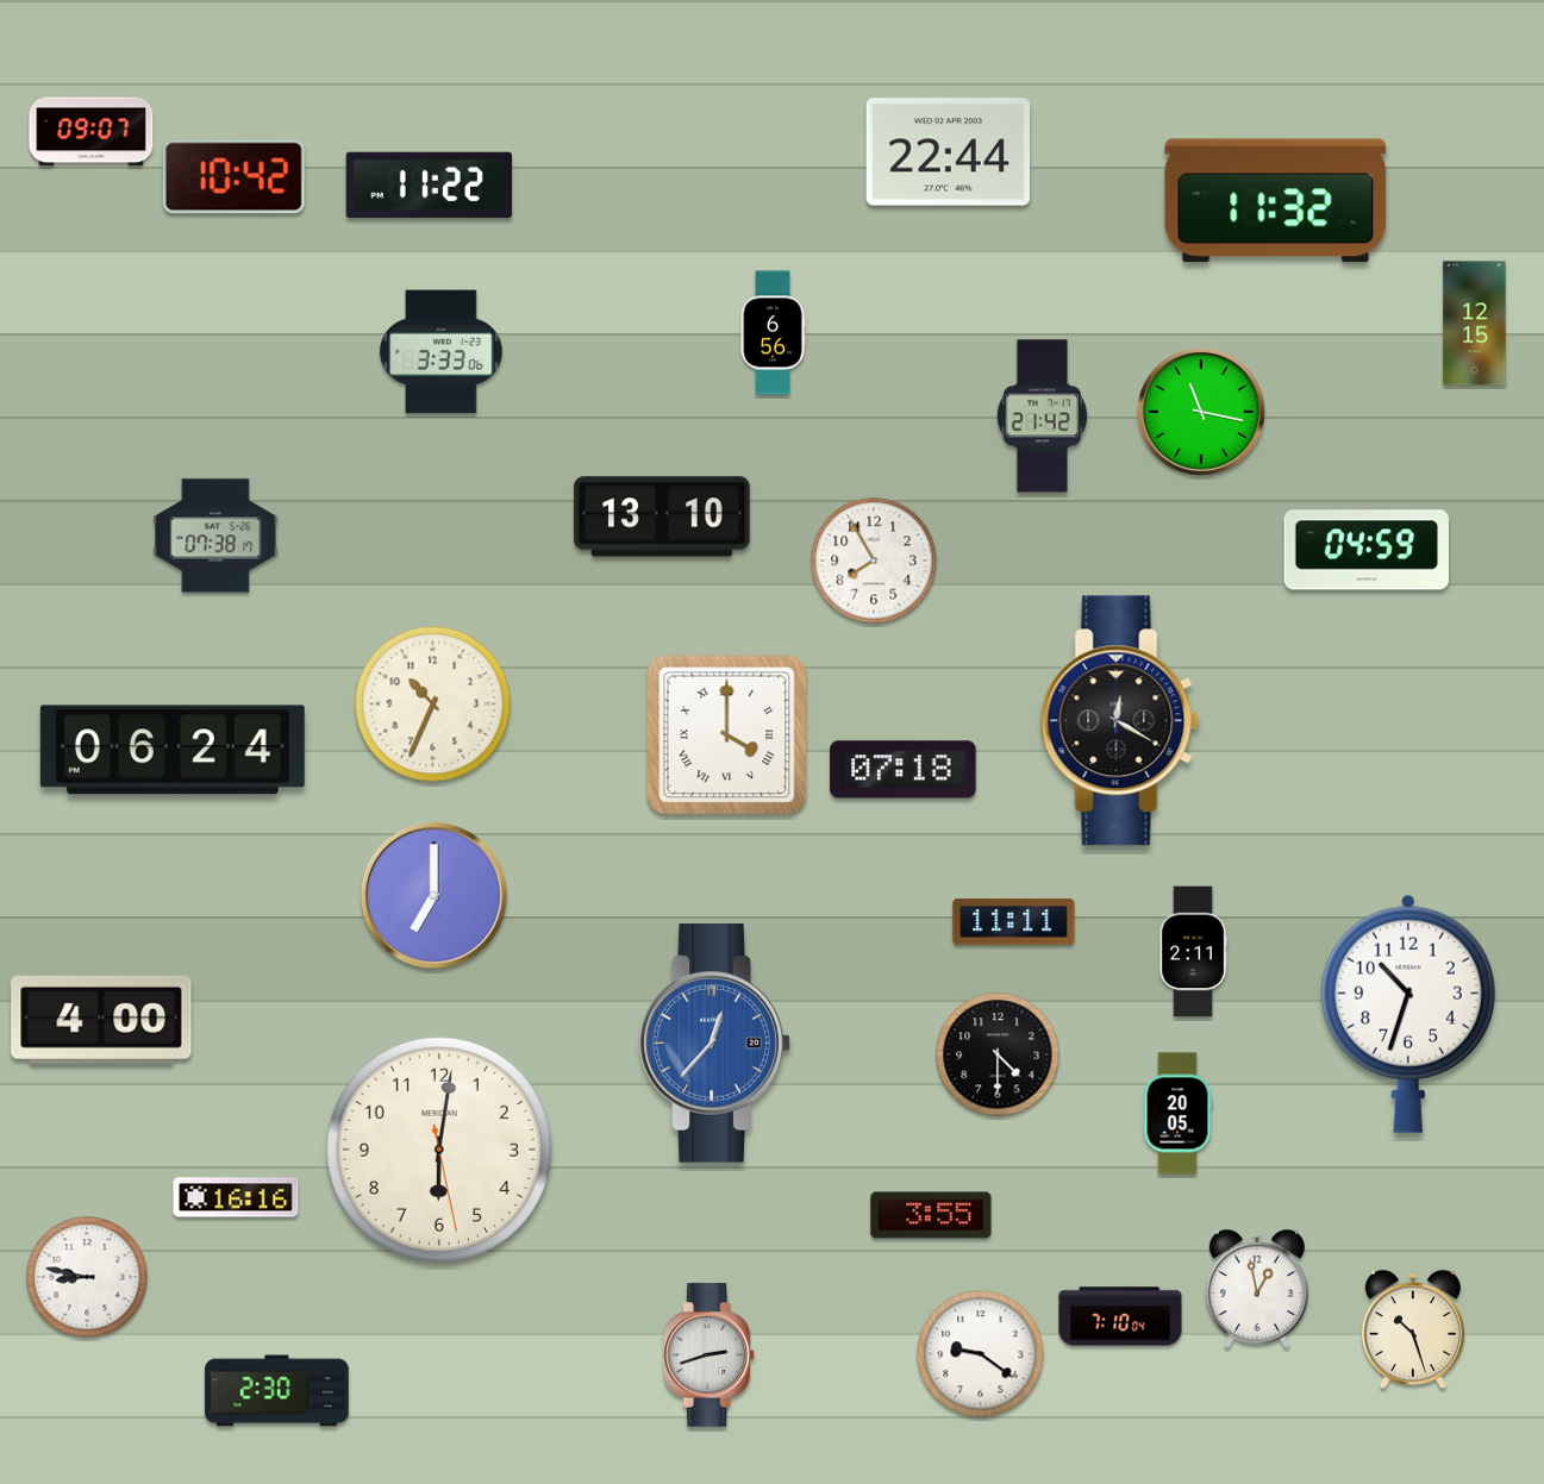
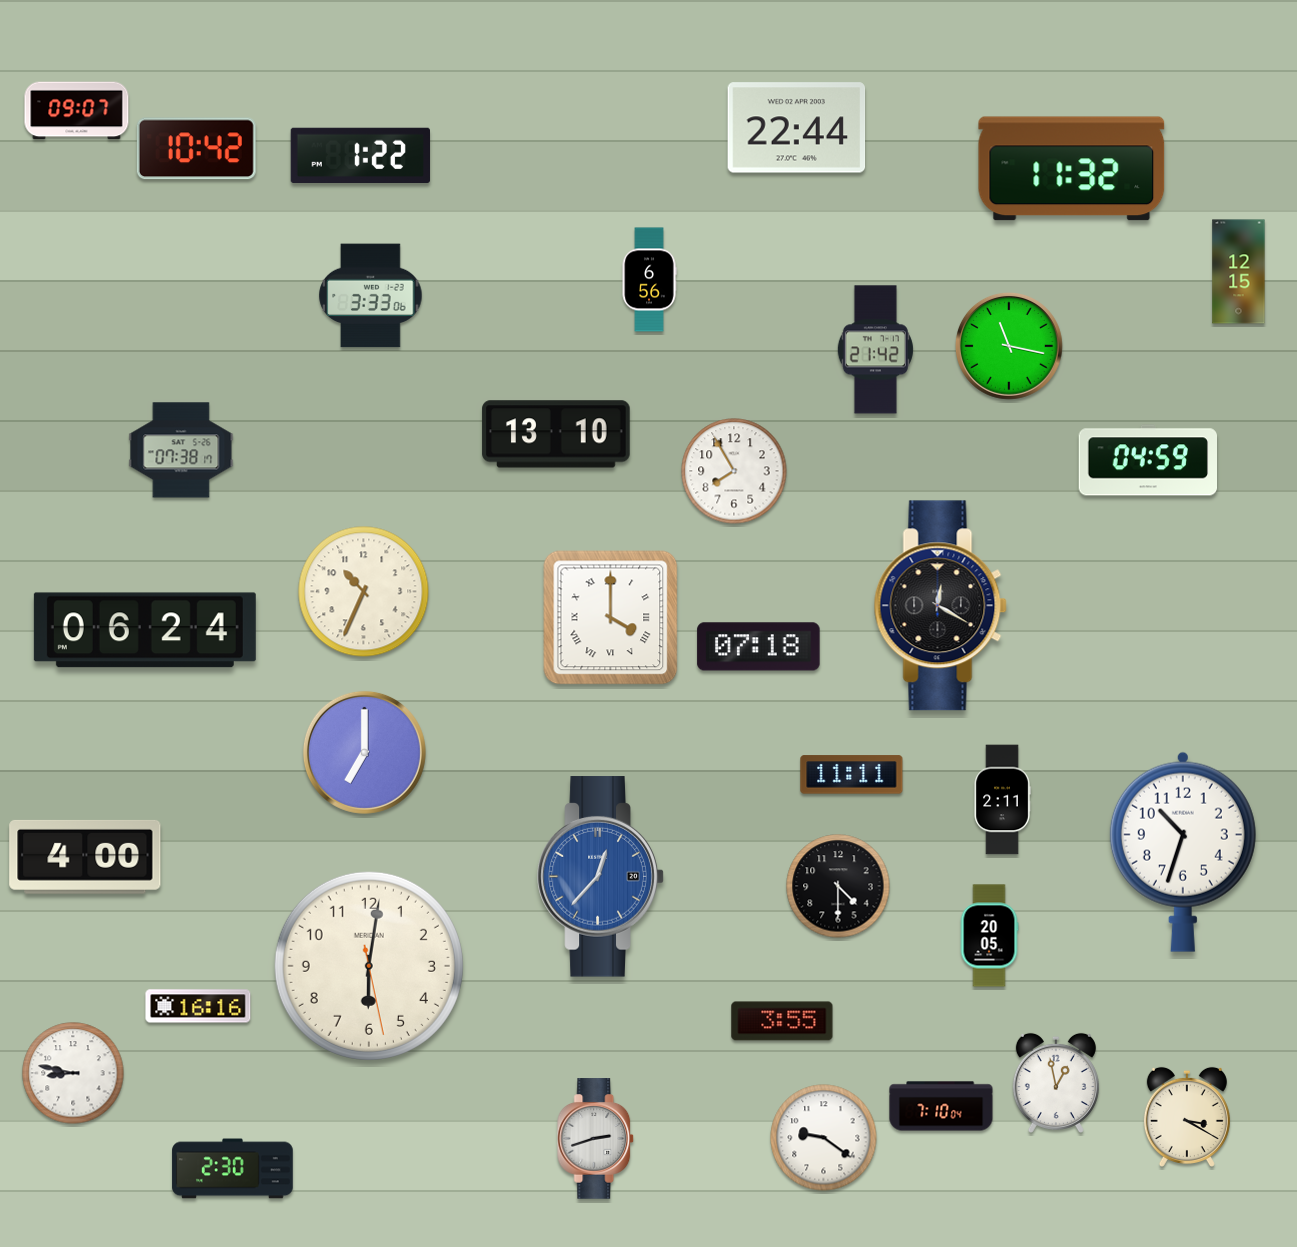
clock at (429, 184): 11:22 -> 1:22
clock at (1413, 1329): 10:27 -> 3:20
